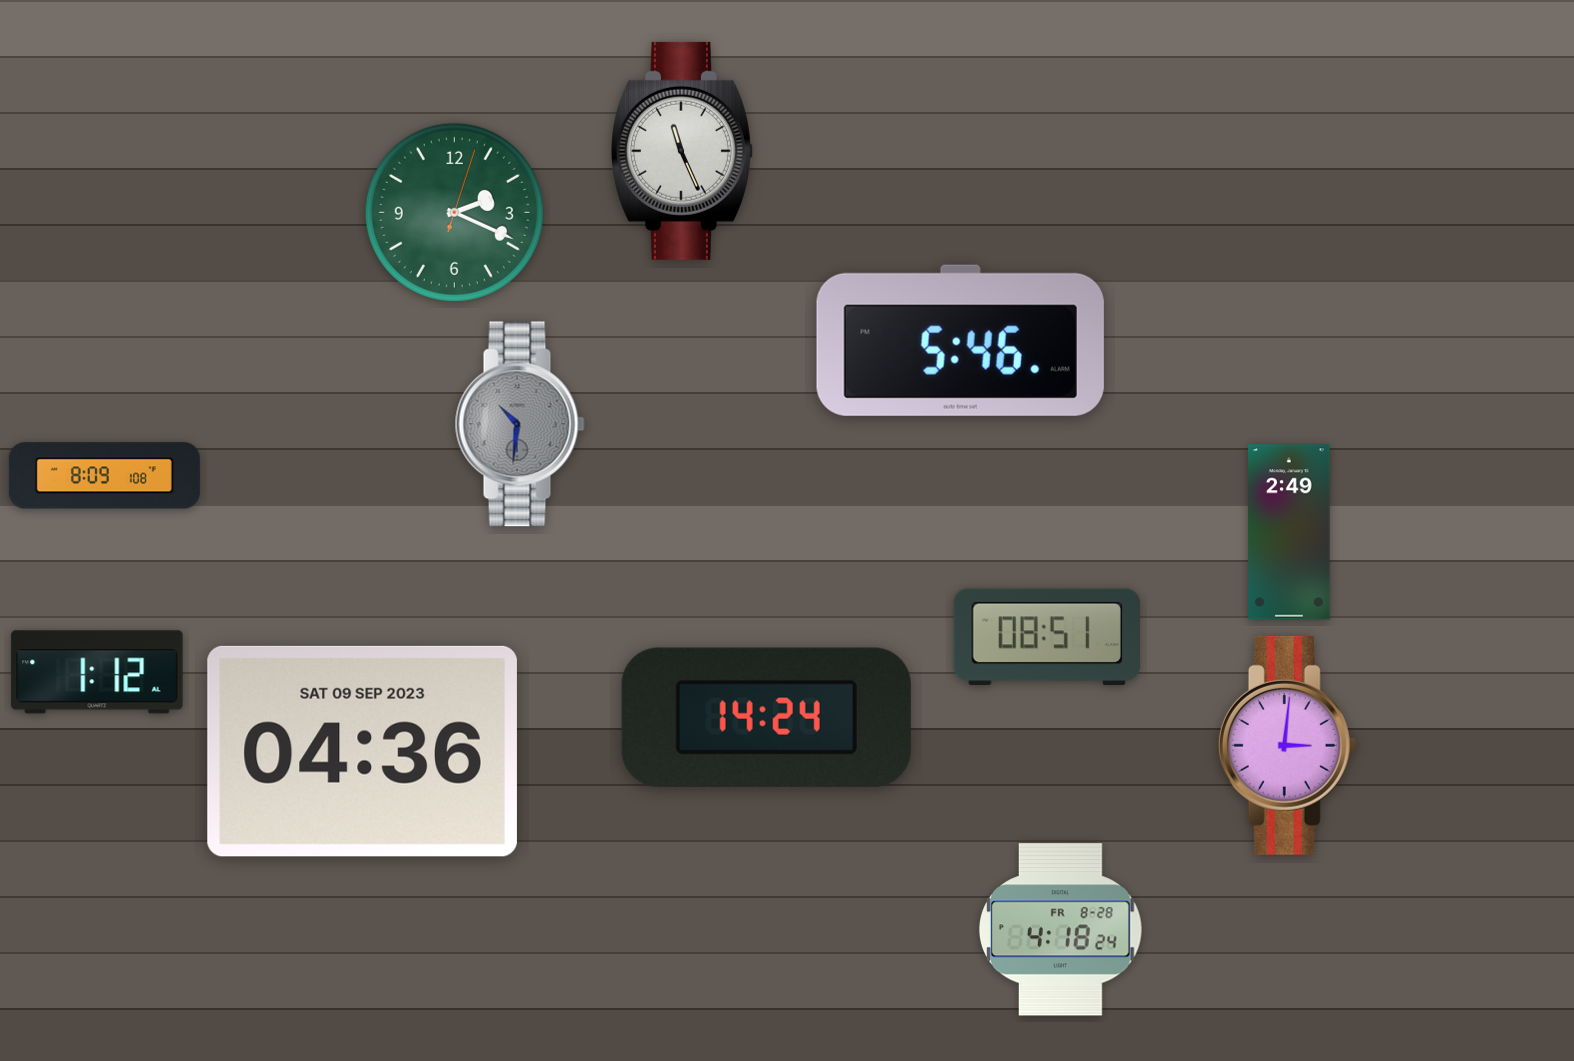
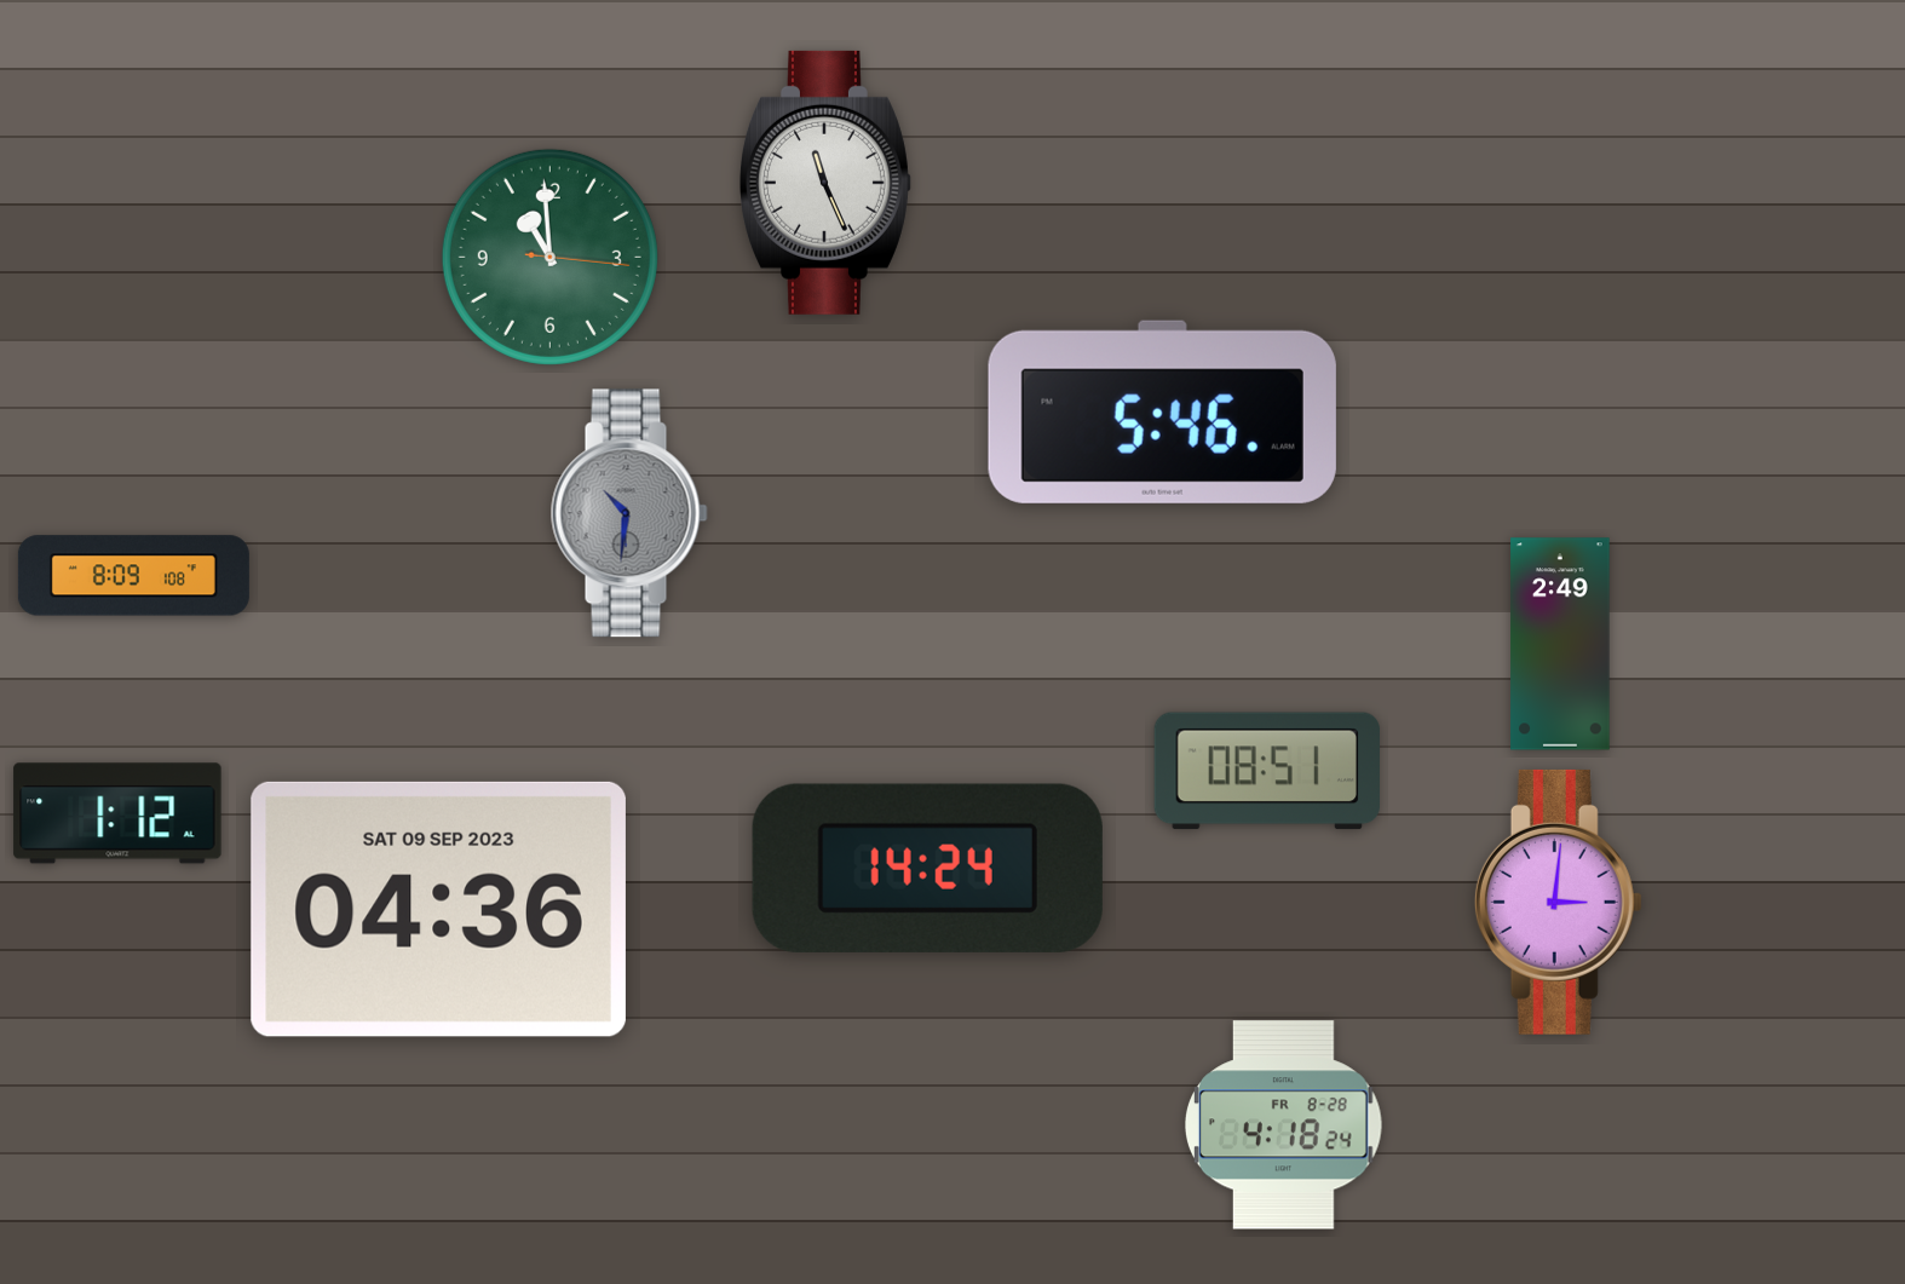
clock at (454, 212): 2:19 -> 10:59
clock at (104, 476) position: (104, 476) -> (133, 576)
